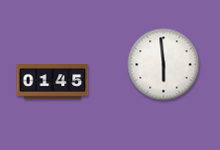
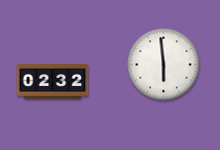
clock at (53, 82): 01:45 -> 02:32
